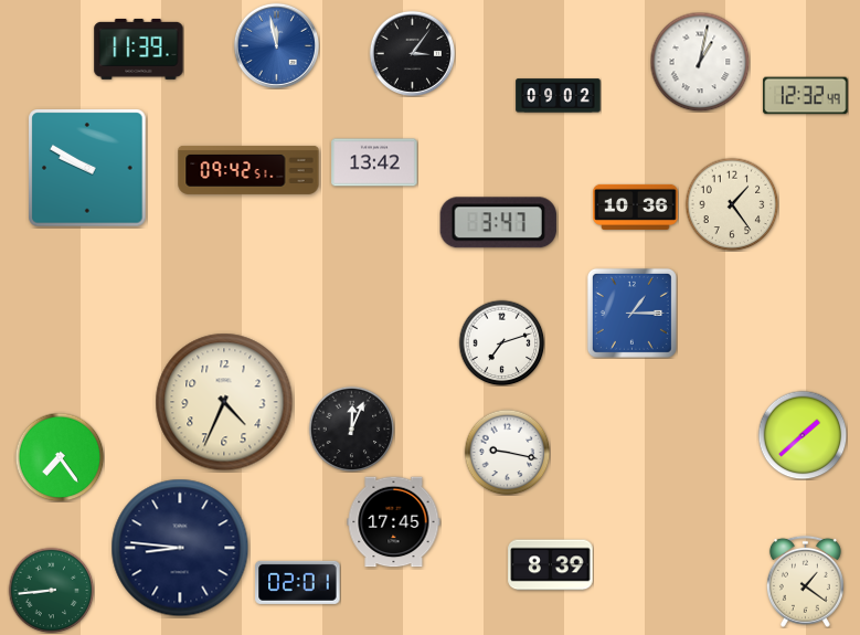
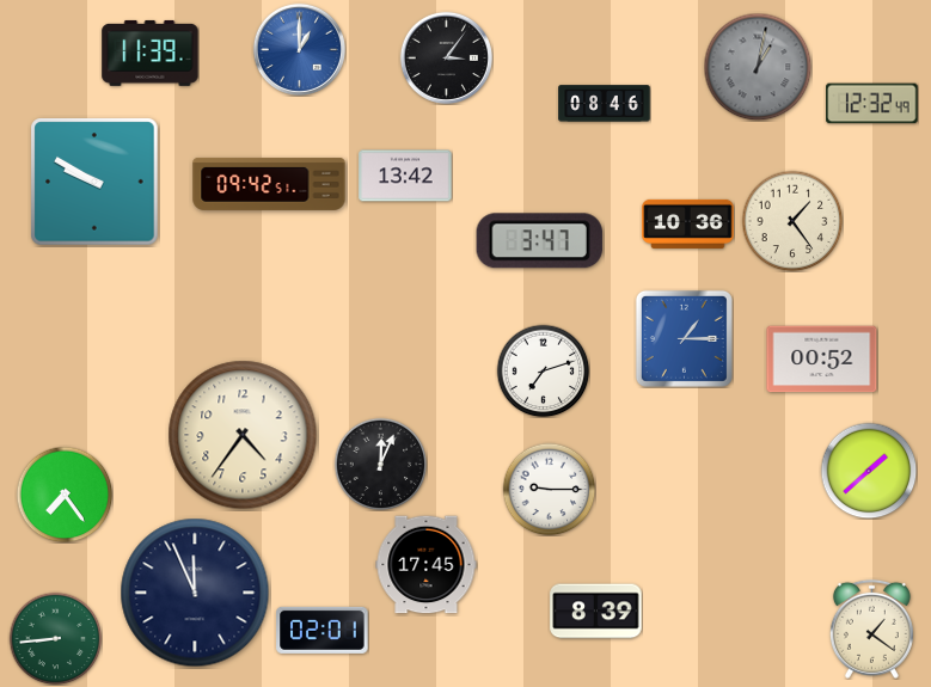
clock at (276, 45): 11:58 -> 1:00
clock at (700, 62) dial: white -> grey
clock at (559, 96): 09:02 -> 08:46
clock at (822, 360): none -> 00:52
clock at (224, 402): 4:34 -> 4:36
clock at (507, 452): 9:17 -> 9:15
clock at (180, 548): 8:46 -> 11:56
